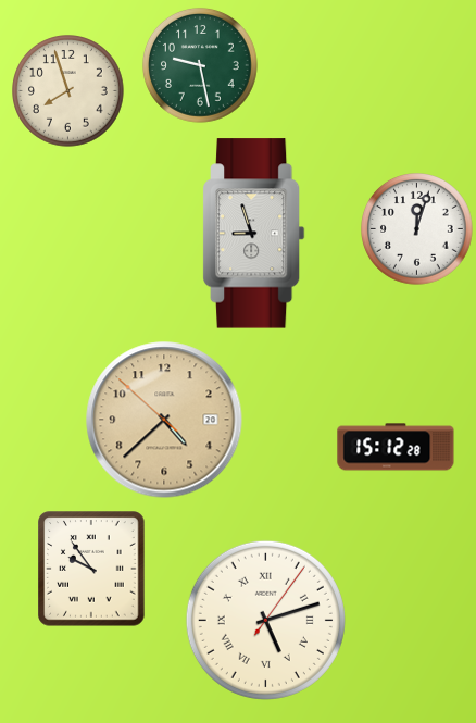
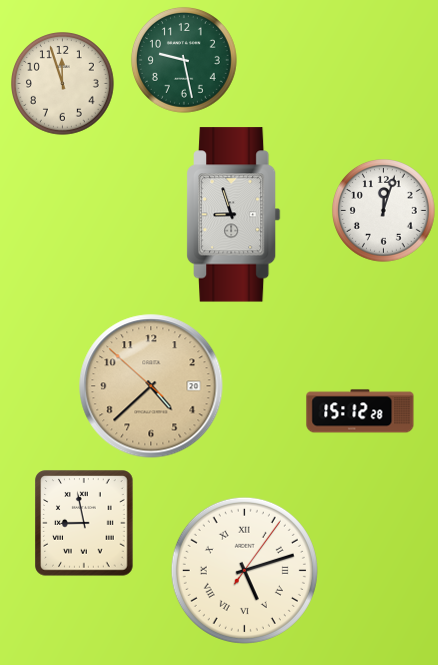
clock at (68, 91): 7:57 -> 11:57
clock at (396, 447) position: (396, 447) -> (360, 411)
clock at (91, 569): 9:54 -> 8:58
